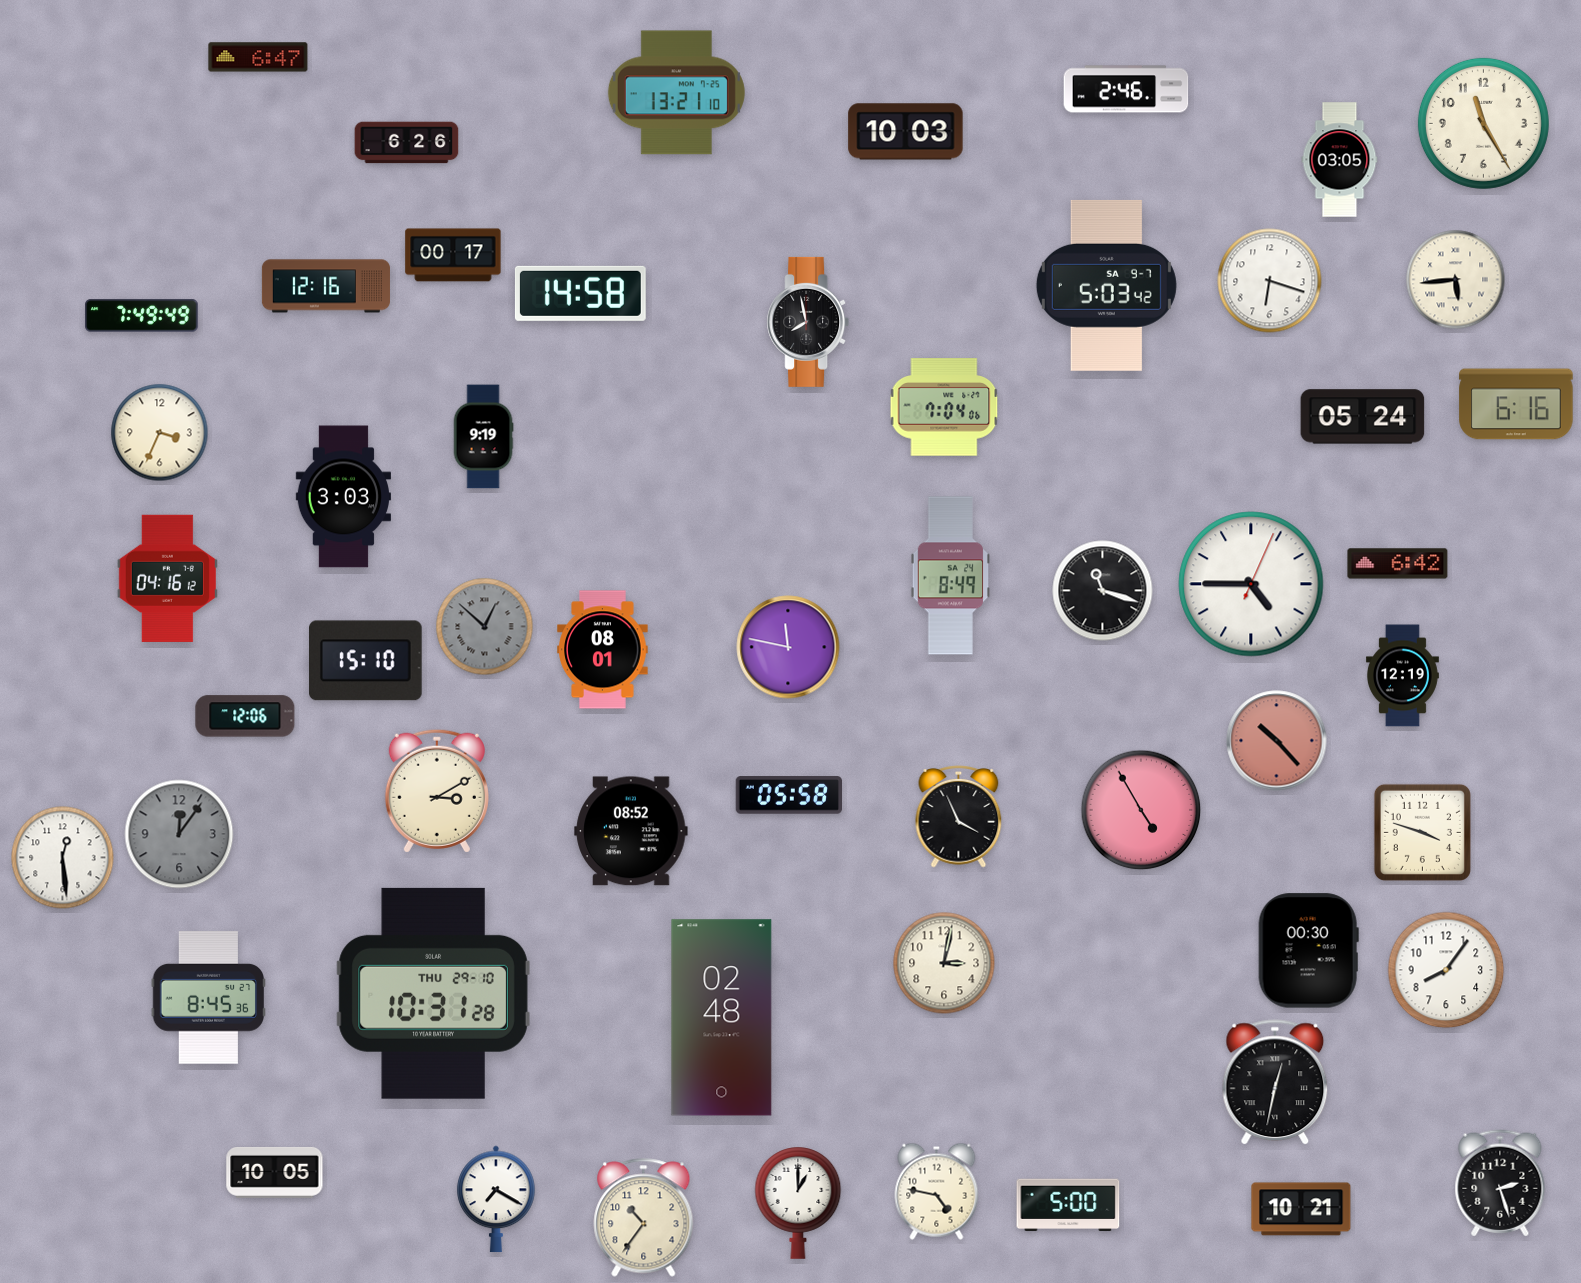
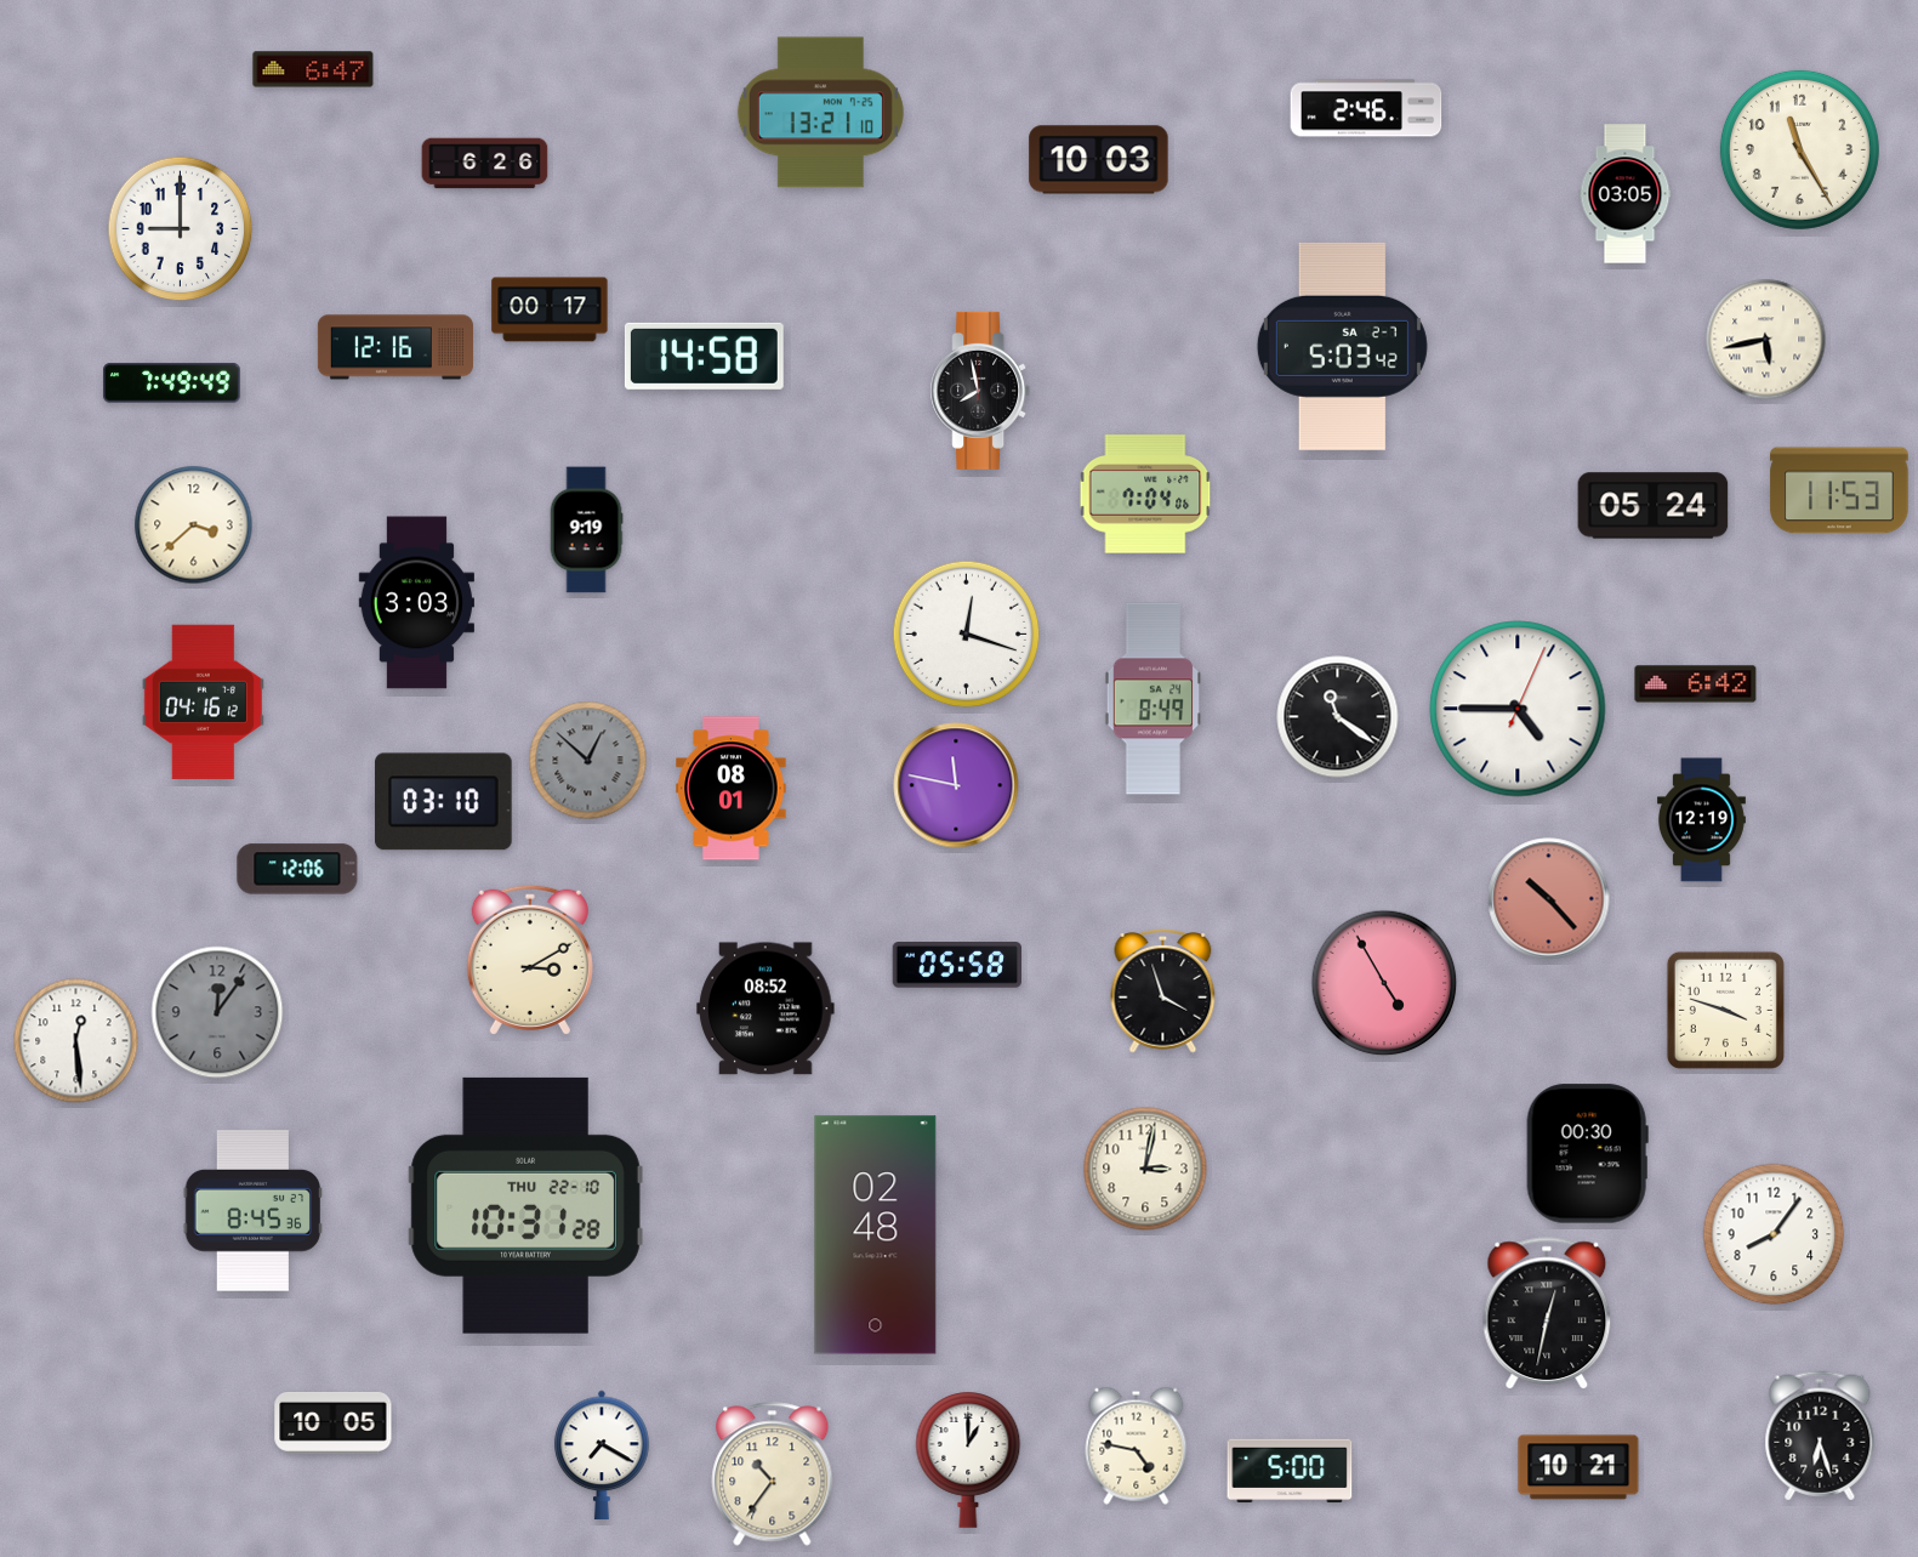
clock at (407, 143) position: (407, 143) -> (485, 164)
clock at (181, 229): none -> 9:00
clock at (1456, 280): 5:44 -> 5:43
clock at (1270, 281): 6:18 -> none
clock at (1106, 285) date: SA 9-7 -> SA 2-7
clock at (1516, 404): 6:16 -> 11:53
clock at (160, 433): 3:34 -> 3:38
clock at (967, 635): none -> 12:18
clock at (1103, 591): 11:18 -> 11:21
clock at (366, 661): 15:10 -> 03:10
clock at (959, 817): 3:56 -> 3:57
clock at (1446, 970) position: (1446, 970) -> (1774, 1234)
clock at (433, 993) date: THU 29-10 -> THU 22-10
clock at (1500, 1183): 2:27 -> 6:27
clock at (1068, 1205) position: (1068, 1205) -> (1290, 1471)
clock at (644, 1218) position: (644, 1218) -> (773, 1474)
